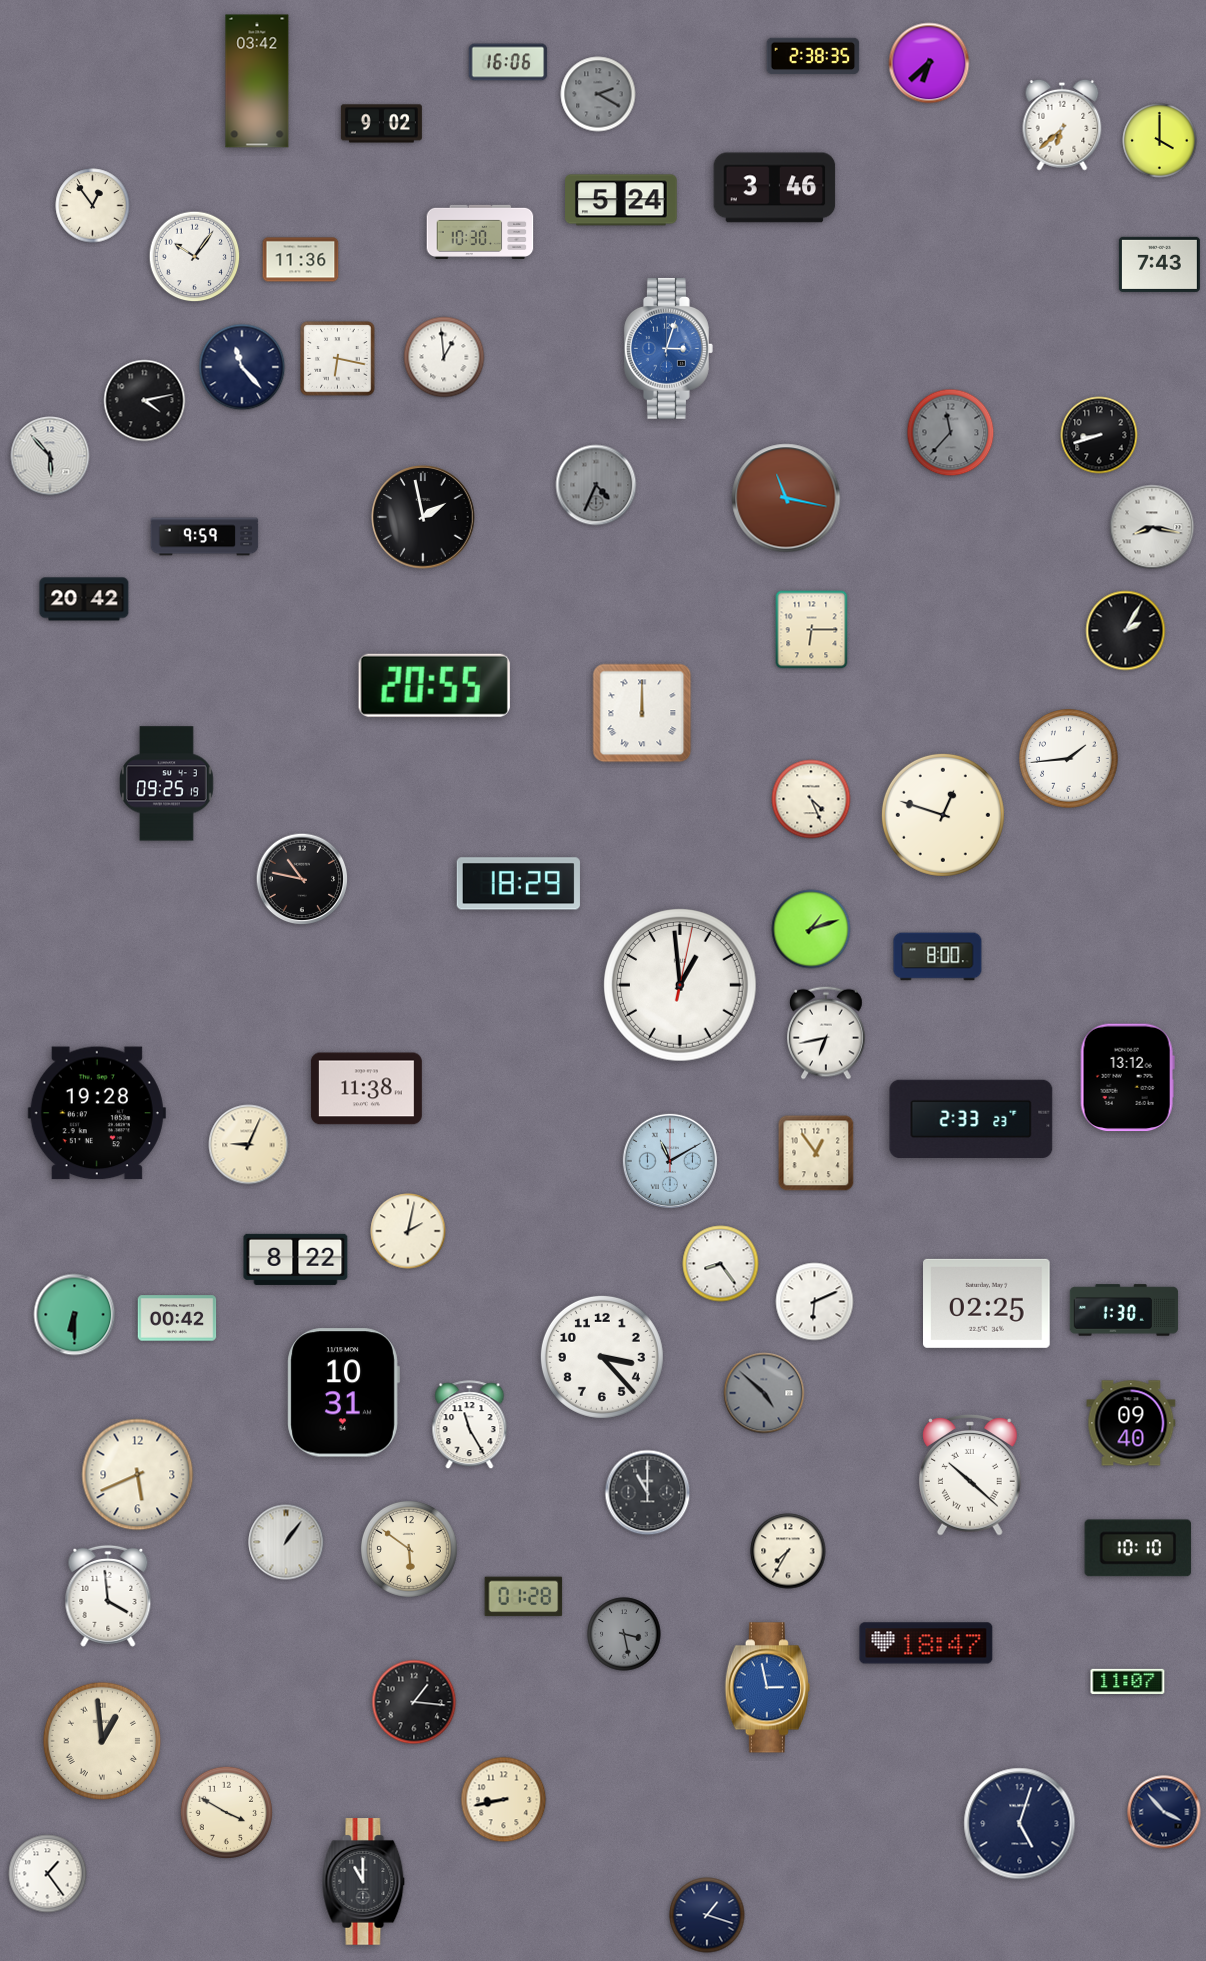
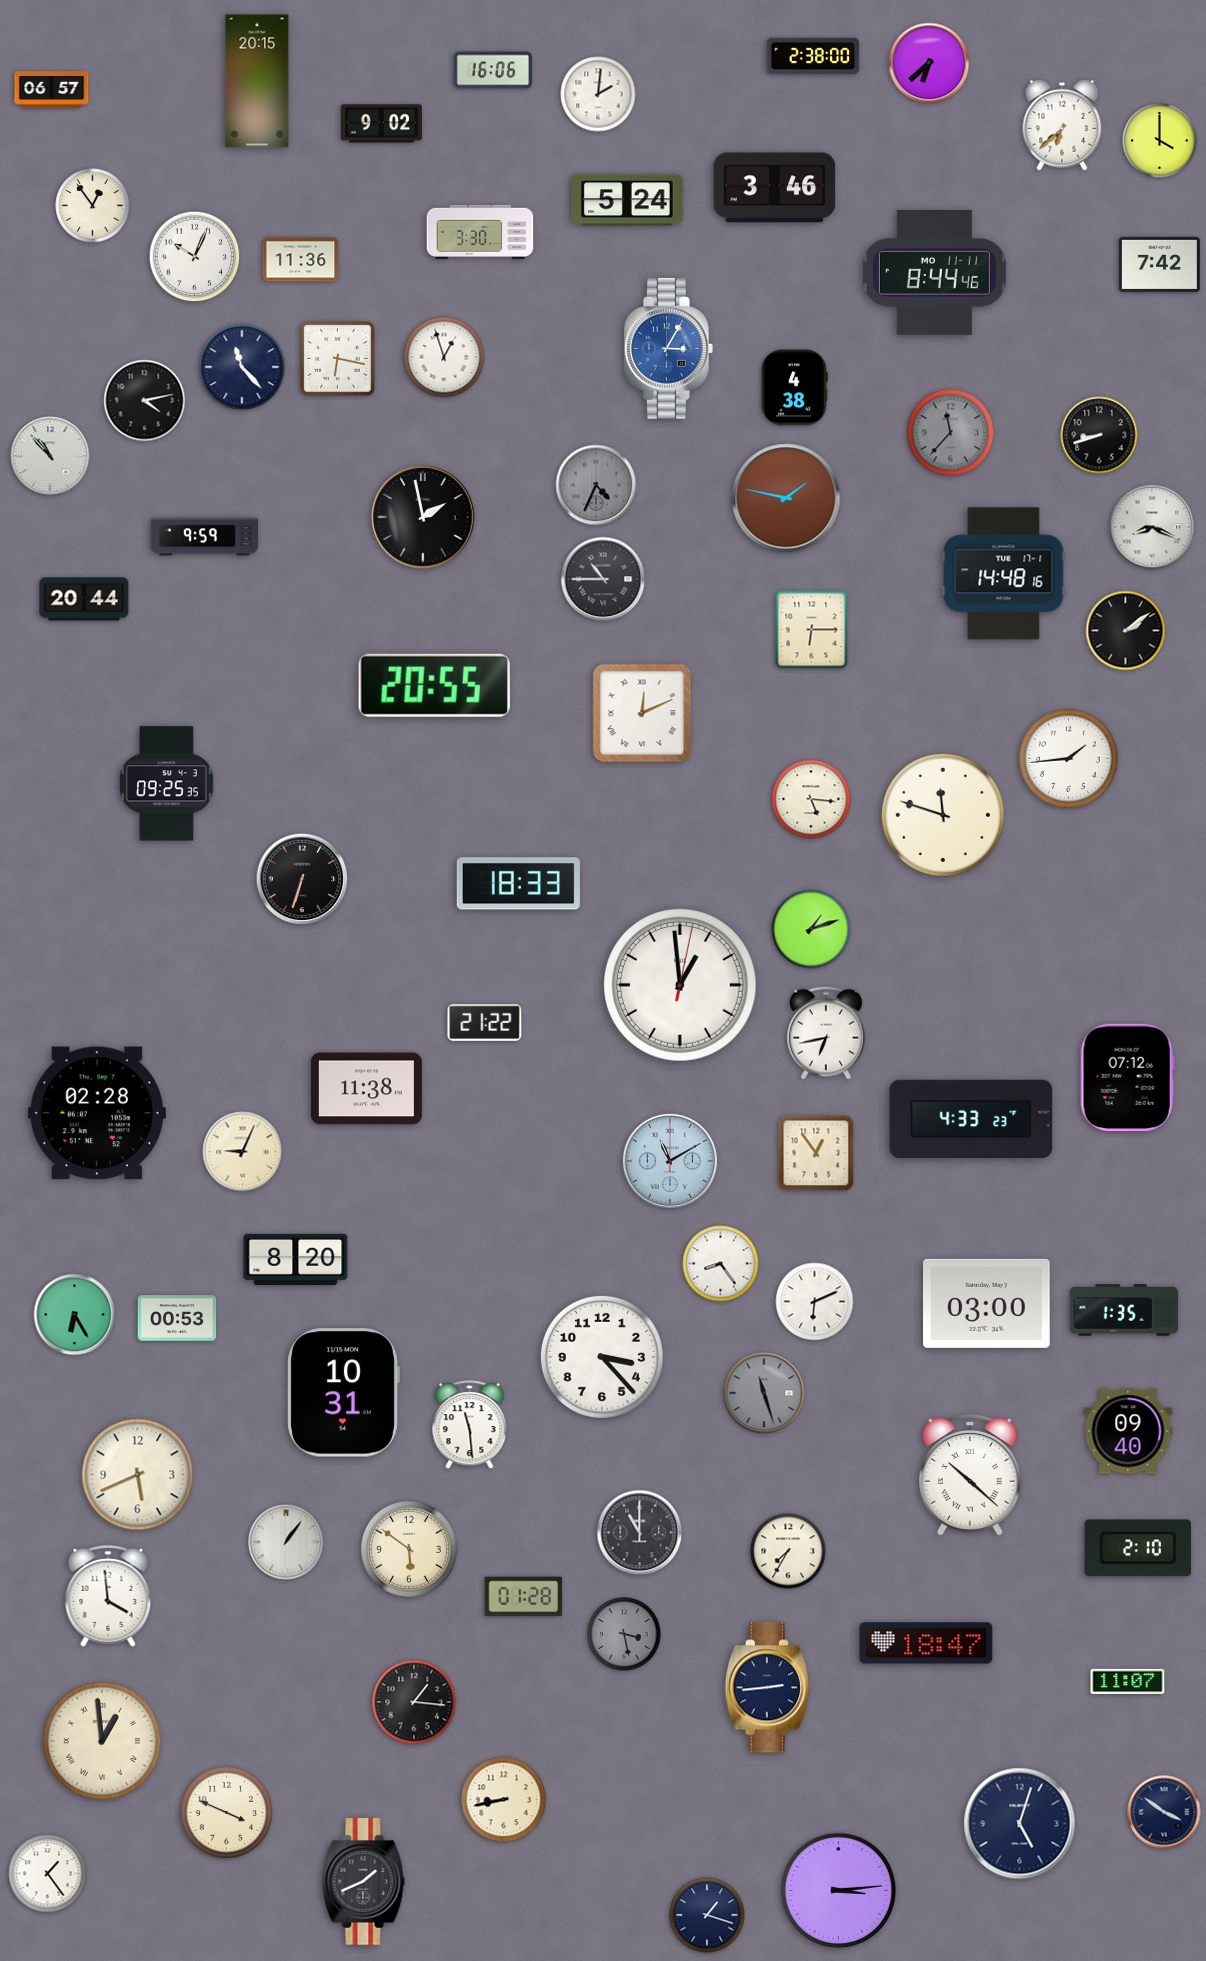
clock at (813, 56): 2:38:35 -> 2:38:00
clock at (508, 62) position: (508, 62) -> (493, 70)
clock at (257, 81): 03:42 -> 20:15
clock at (52, 90): none -> 06:57
clock at (598, 94): 2:20 -> 2:01
clock at (598, 94) dial: grey -> white
clock at (622, 200) position: (622, 200) -> (628, 200)
clock at (480, 232): 10:30 -> 3:30
clock at (195, 257): 10:06 -> 10:04
clock at (1159, 264): 7:43 -> 7:42
clock at (934, 272): none -> 8:44
clock at (669, 348): 3:03 -> 3:05
clock at (444, 357): 12:59 -> 12:57
clock at (794, 388): none -> 4:38
clock at (50, 456): 5:53 -> 10:53
clock at (786, 498): 11:17 -> 1:47
clock at (1152, 527): 8:17 -> 8:19
clock at (1004, 574): none -> 14:48
clock at (603, 579): none -> 10:45
clock at (84, 599): 20:42 -> 20:44
clock at (1126, 631): 2:05 -> 2:09
clock at (642, 713): 12:00 -> 12:11
clock at (167, 784): 09:25:19 -> 09:25:35
clock at (811, 799): 4:26 -> 5:16
clock at (943, 815): 12:48 -> 11:48
clock at (302, 879): 10:47 -> 6:33
clock at (518, 884): 18:29 -> 18:33
clock at (938, 957): 8:00 -> none
clock at (485, 1022): none -> 21:22
clock at (1127, 1078): 13:12 -> 07:12
clock at (97, 1113): 19:28 -> 02:28
clock at (971, 1118): 2:33 -> 4:33
clock at (249, 1145) position: (249, 1145) -> (243, 1152)
clock at (408, 1231): 2:02 -> none
clock at (296, 1259): 8:22 -> 8:20
clock at (987, 1303): 02:25 -> 03:00
clock at (1124, 1310): 1:30 -> 1:35
clock at (75, 1315): 6:30 -> 6:25
clock at (177, 1318): 00:42 -> 00:53
clock at (764, 1393): 4:52 -> 11:27
clock at (1131, 1423) position: (1131, 1423) -> (1128, 1431)
clock at (470, 1425): 11:25 -> 11:29
clock at (648, 1493) position: (648, 1493) -> (640, 1533)
clock at (1138, 1548): 10:10 -> 2:10
clock at (767, 1688): 2:58 -> 2:44
clock at (767, 1688) dial: blue -> navy
clock at (226, 1812): 3:50 -> 3:49
clock at (1164, 1812): 3:53 -> 3:51
clock at (364, 1882): 11:00 -> 1:41
clock at (839, 1891): none -> 3:14
